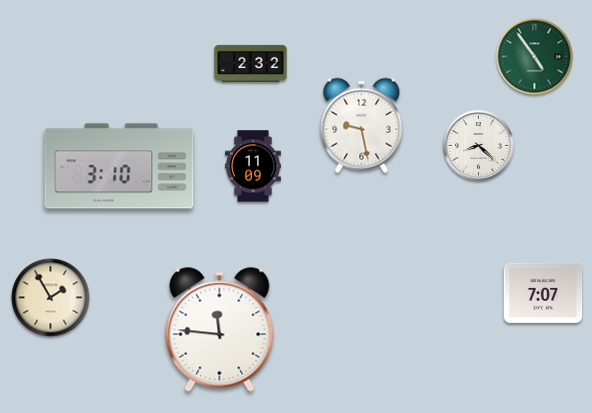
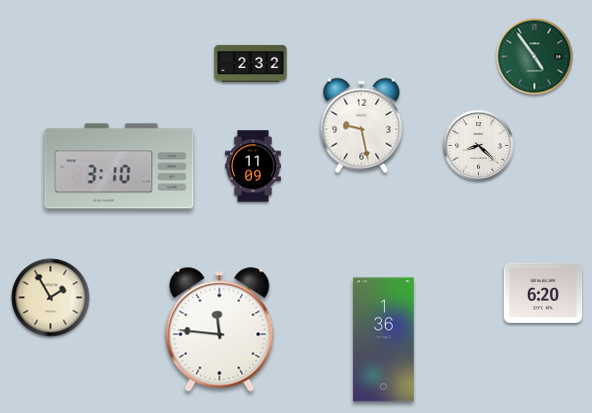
clock at (543, 293): 7:07 -> 6:20
clock at (384, 340): none -> 1:36
